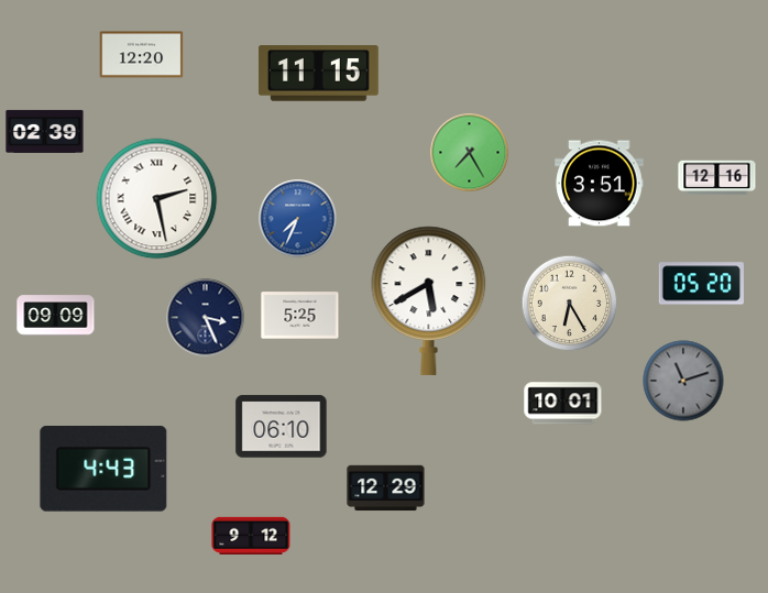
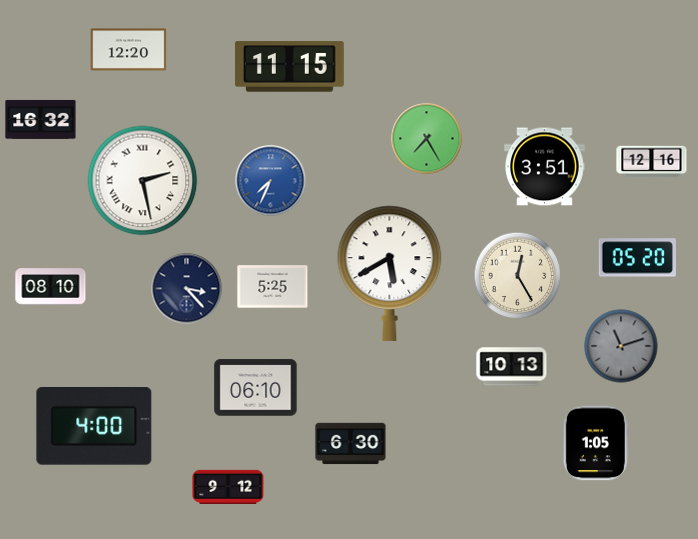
clock at (45, 131): 02:39 -> 16:32
clock at (298, 219) position: (298, 219) -> (271, 181)
clock at (570, 304): 6:25 -> 12:25
clock at (56, 316): 09:09 -> 08:10
clock at (206, 318): 3:26 -> 3:23
clock at (563, 404): 10:01 -> 10:13
clock at (103, 469): 4:43 -> 4:00
clock at (596, 443): none -> 1:05
clock at (386, 488): 12:29 -> 6:30
